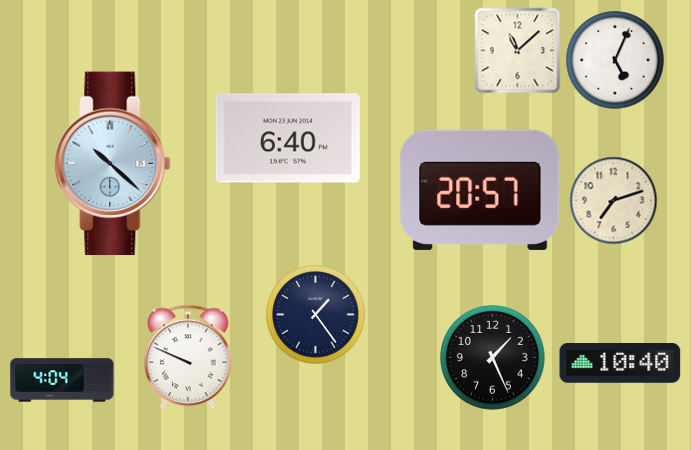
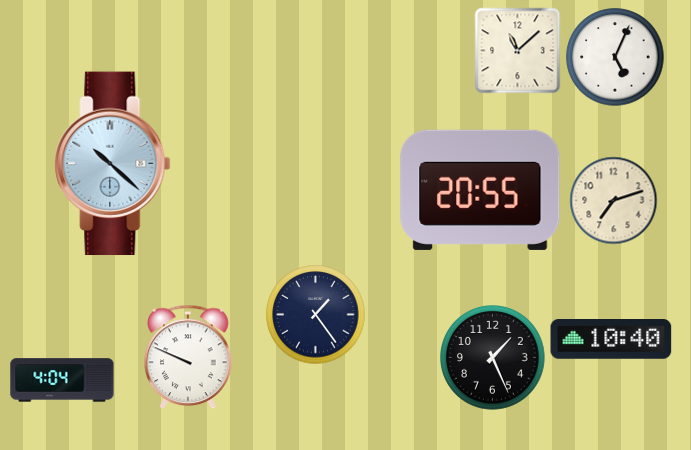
clock at (615, 60) position: (615, 60) -> (615, 57)
clock at (288, 138): 6:40 -> none
clock at (480, 190): 20:57 -> 20:55
clock at (620, 364) position: (620, 364) -> (611, 340)
